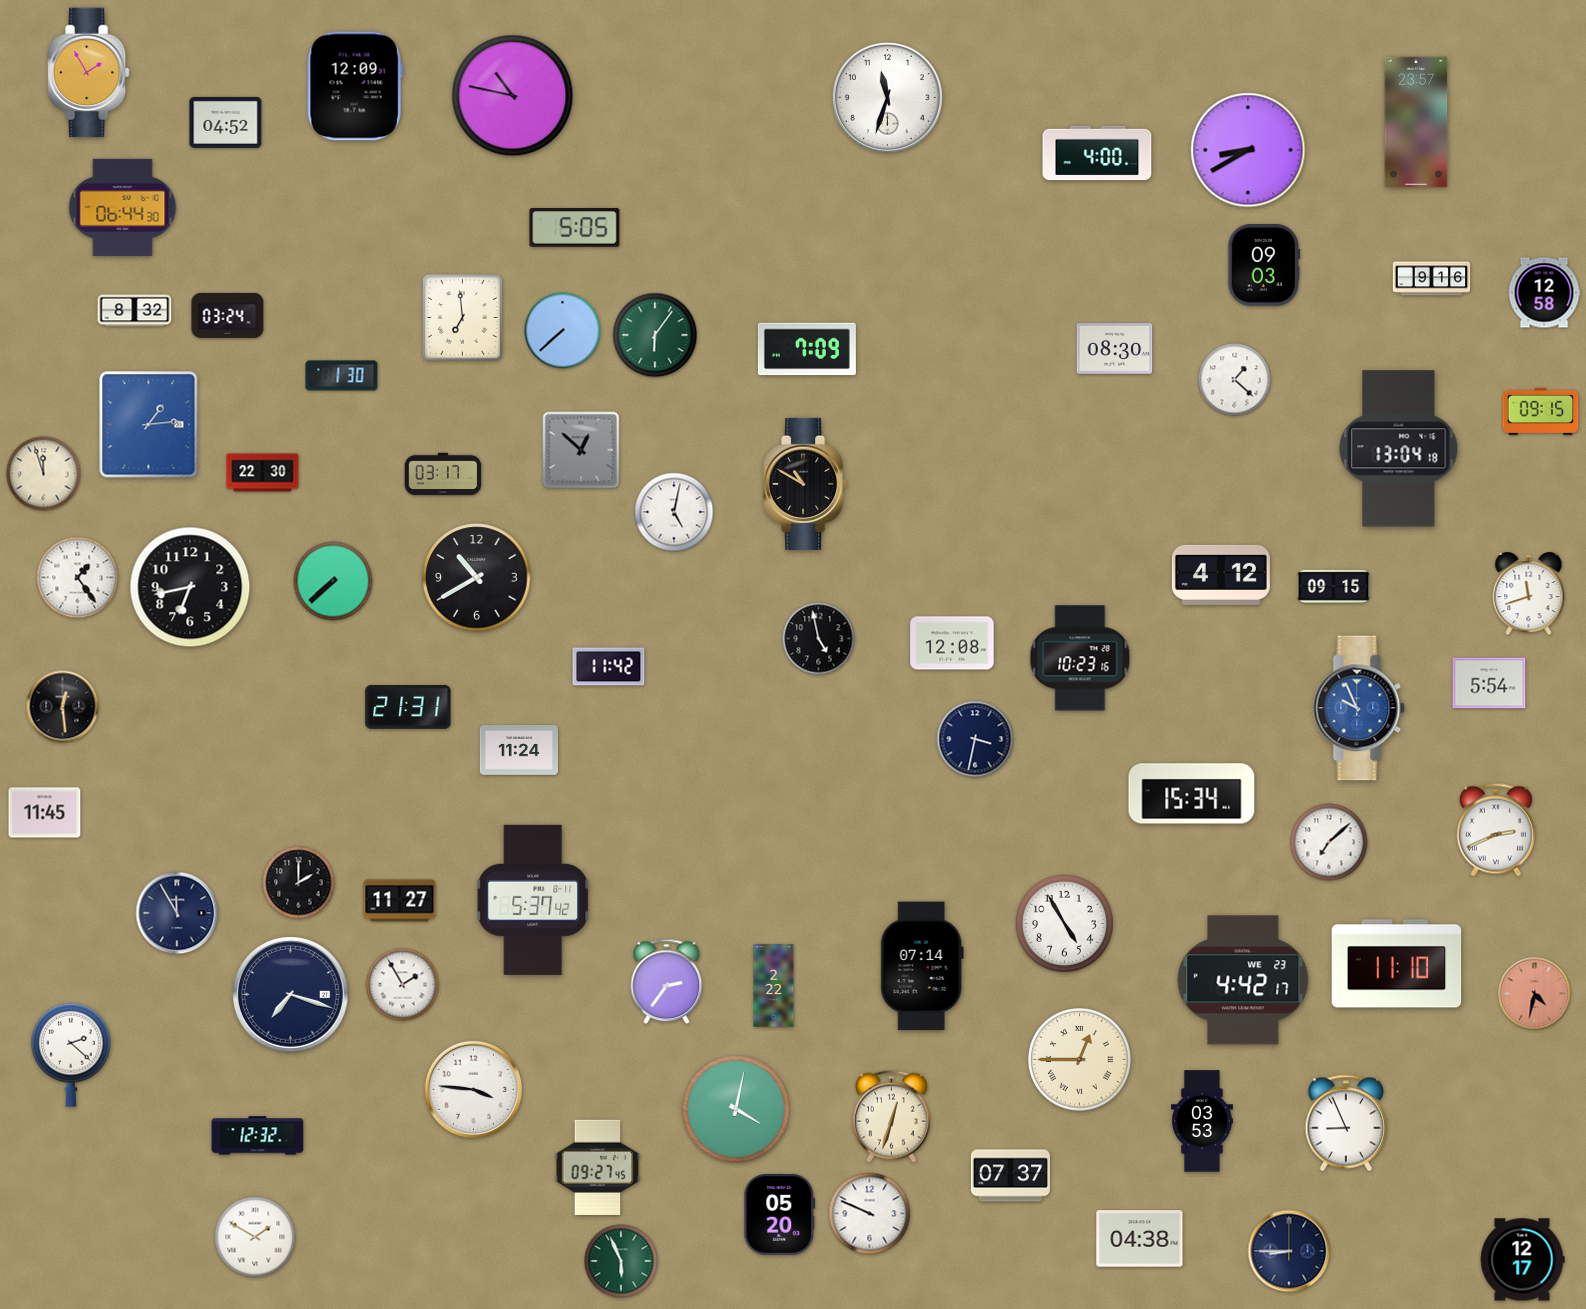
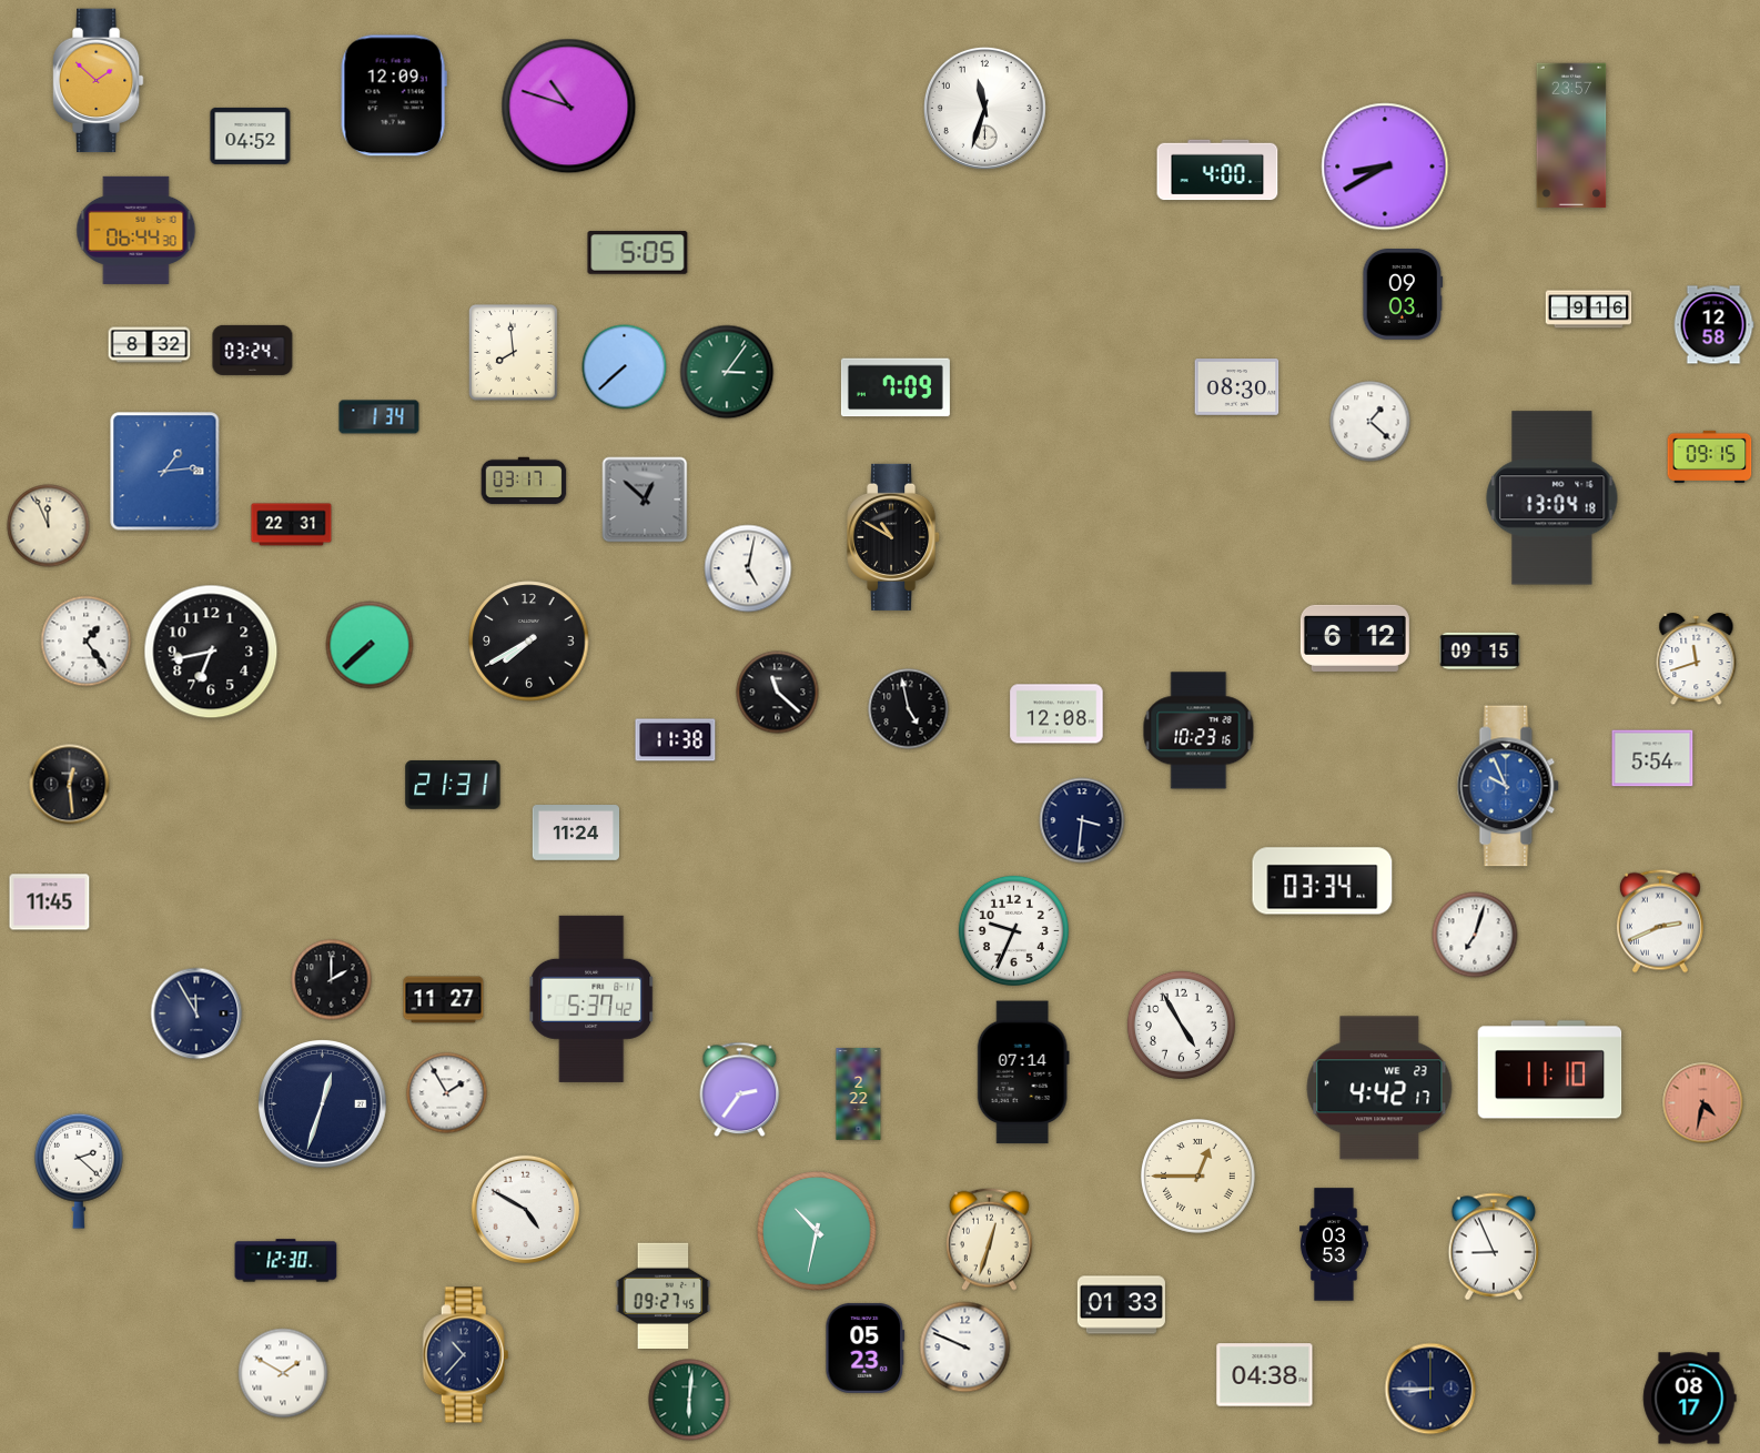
clock at (88, 73): 1:55 -> 1:52
clock at (513, 96): 10:47 -> 10:48
clock at (463, 318): 6:59 -> 7:59
clock at (655, 335): 6:06 -> 3:06
clock at (342, 376): 1:30 -> 1:34
clock at (263, 473): 22:30 -> 22:31
clock at (44, 474): 11:57 -> 11:56
clock at (443, 474) position: (443, 474) -> (524, 481)
clock at (1221, 575): 4:12 -> 6:12
clock at (477, 578): 10:40 -> 7:40
clock at (778, 693): none -> 11:22
clock at (609, 667): 11:42 -> 11:38
clock at (975, 739): 3:32 -> 3:31
clock at (1192, 794): 15:34 -> 03:34
clock at (1013, 930): none -> 9:34
clock at (1329, 842): 7:08 -> 7:03
clock at (291, 995): 7:18 -> 12:33
clock at (474, 1090): 3:46 -> 4:50
clock at (736, 1109): 4:02 -> 10:32
clock at (258, 1136): 12:32 -> 12:30
clock at (1010, 1176): 07:37 -> 01:33
clock at (780, 1214): 05:20 -> 05:23
clock at (466, 1355): none -> 10:37
clock at (1523, 1260): 12:17 -> 08:17
clock at (621, 1261): 5:56 -> 6:01
